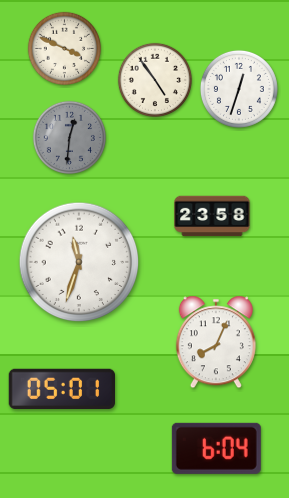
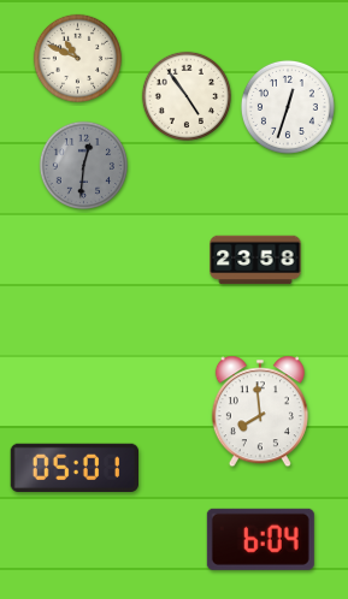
clock at (64, 48): 3:49 -> 10:49
clock at (79, 262): 11:33 -> none
clock at (216, 342): 8:04 -> 7:59
